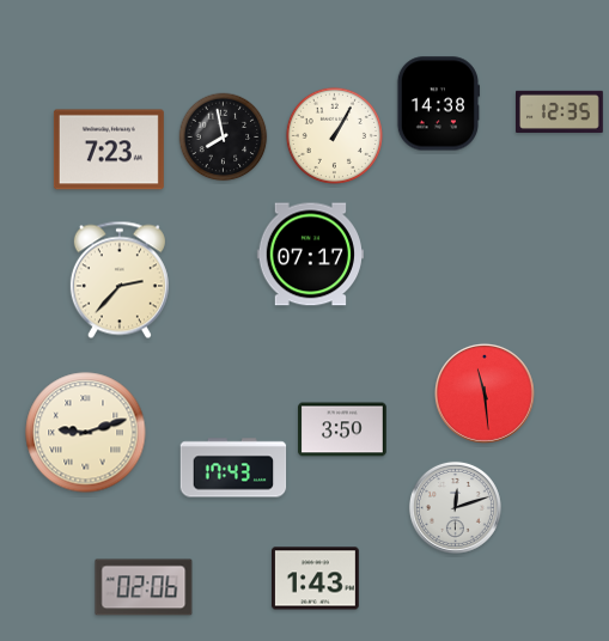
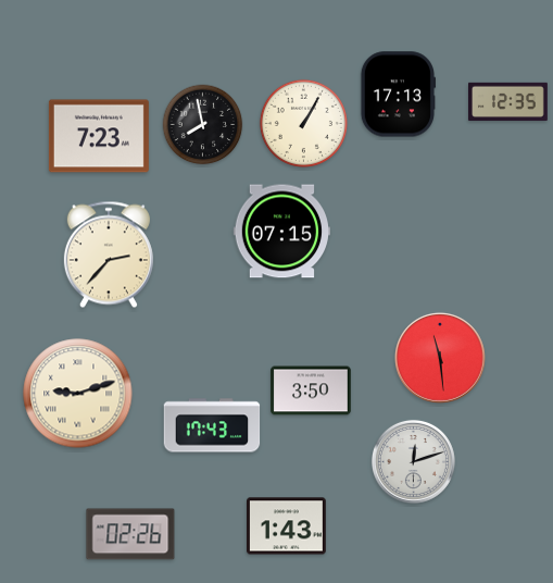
clock at (437, 104): 14:38 -> 17:13
clock at (310, 255): 07:17 -> 07:15
clock at (144, 587): 02:06 -> 02:26
